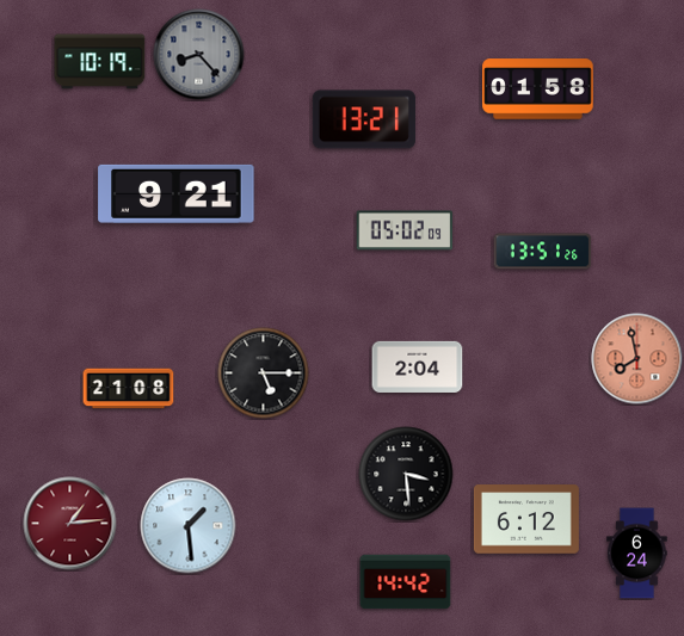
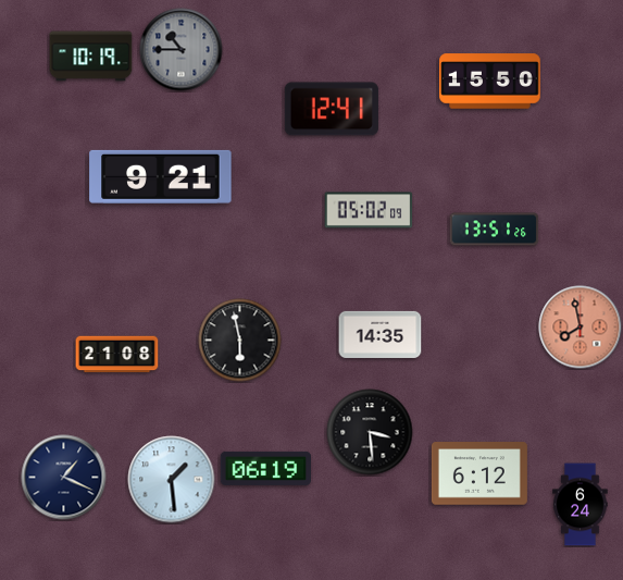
clock at (199, 55): 8:23 -> 10:45
clock at (538, 89): 01:58 -> 15:50
clock at (364, 119): 13:21 -> 12:41
clock at (418, 366): 2:04 -> 14:35
clock at (264, 373): 5:15 -> 5:58
clock at (265, 468): none -> 06:19
clock at (70, 524): 1:14 -> 1:19
clock at (70, 524) dial: burgundy -> navy
clock at (406, 582): 14:42 -> none
